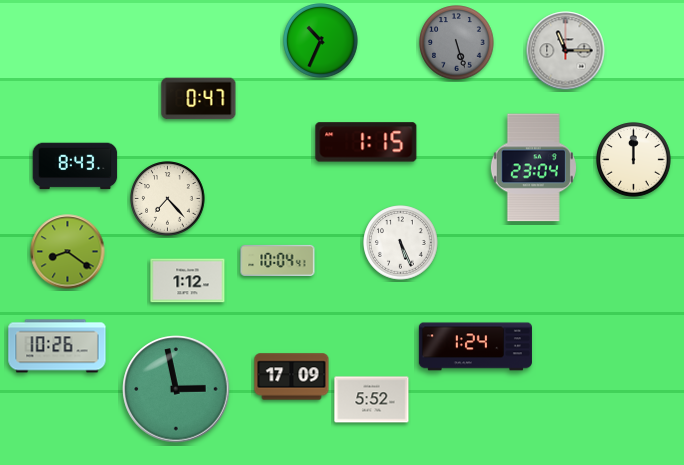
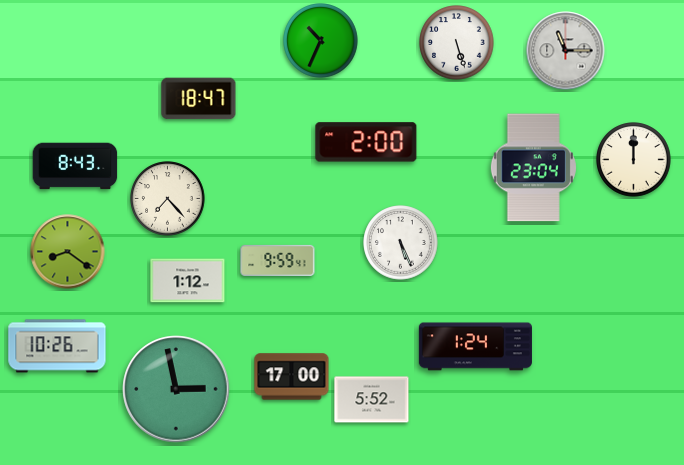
clock at (457, 43) dial: grey -> white
clock at (199, 99): 0:47 -> 18:47
clock at (366, 142): 1:15 -> 2:00
clock at (278, 260): 10:04 -> 9:59
clock at (292, 377): 17:09 -> 17:00
